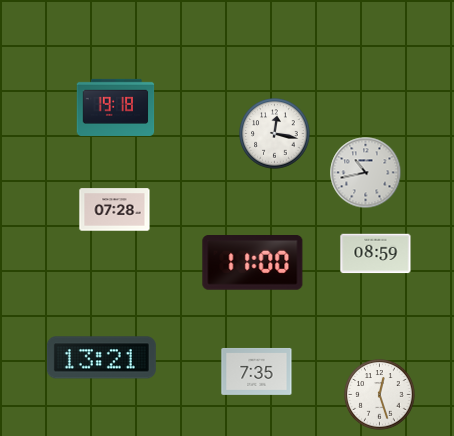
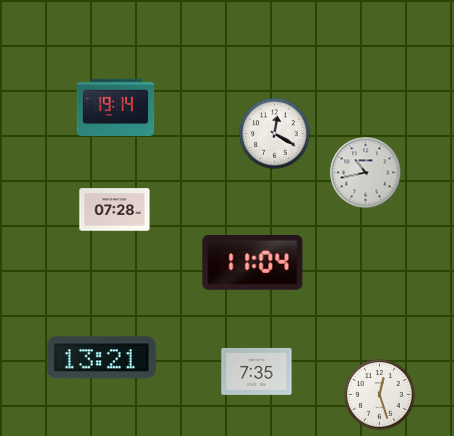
clock at (116, 107): 19:18 -> 19:14
clock at (275, 134): 12:17 -> 12:20
clock at (376, 254): 08:59 -> none
clock at (253, 263): 11:00 -> 11:04
